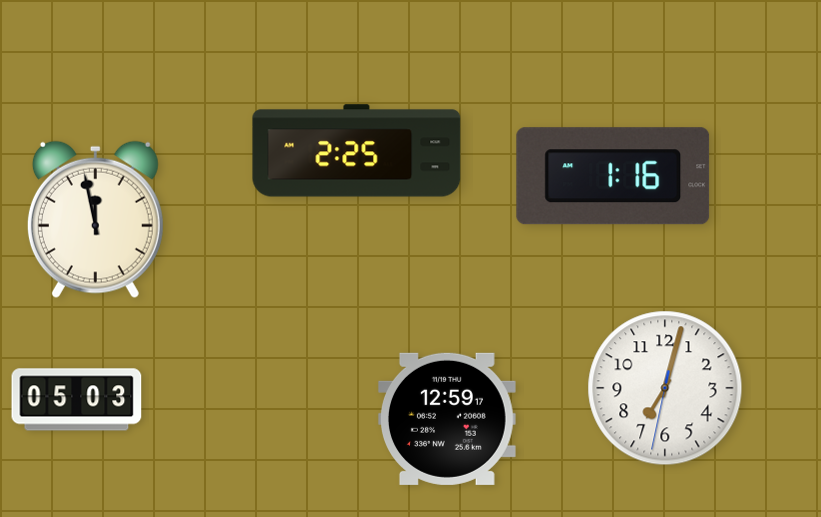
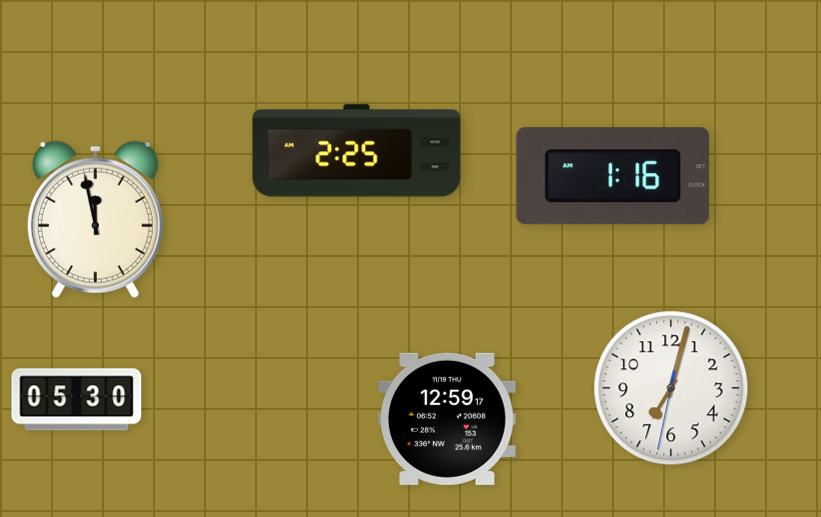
clock at (665, 388) position: (665, 388) -> (671, 388)
clock at (77, 400): 05:03 -> 05:30
